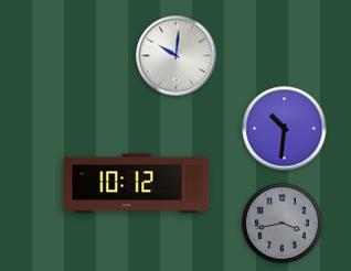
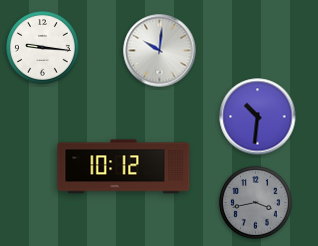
clock at (43, 48): none -> 9:16
